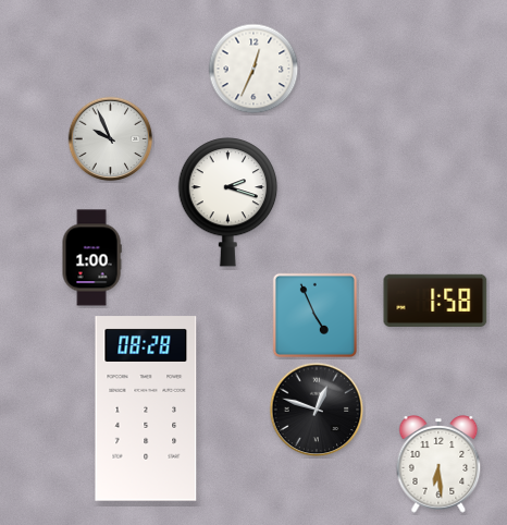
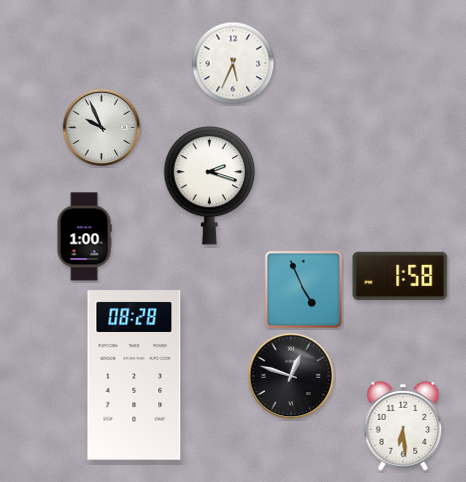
clock at (253, 69): 12:34 -> 5:34
clock at (314, 315) position: (314, 315) -> (303, 289)
